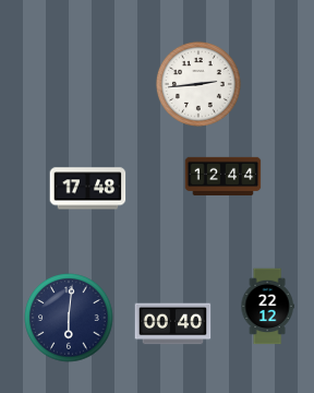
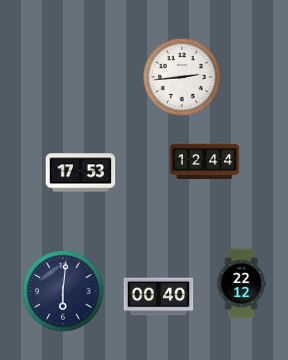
clock at (88, 189): 17:48 -> 17:53
clock at (267, 307) position: (267, 307) -> (241, 284)
